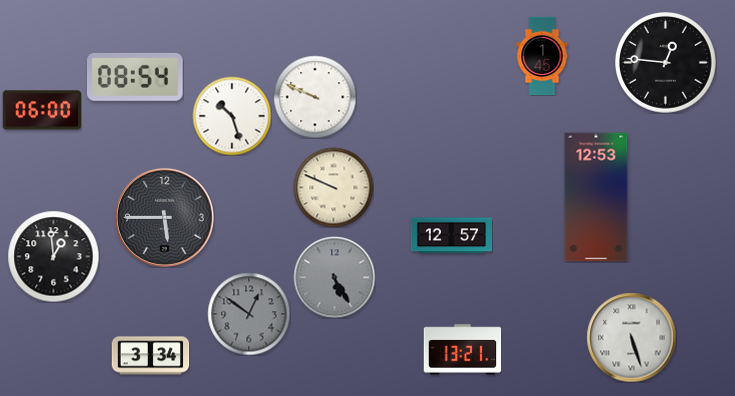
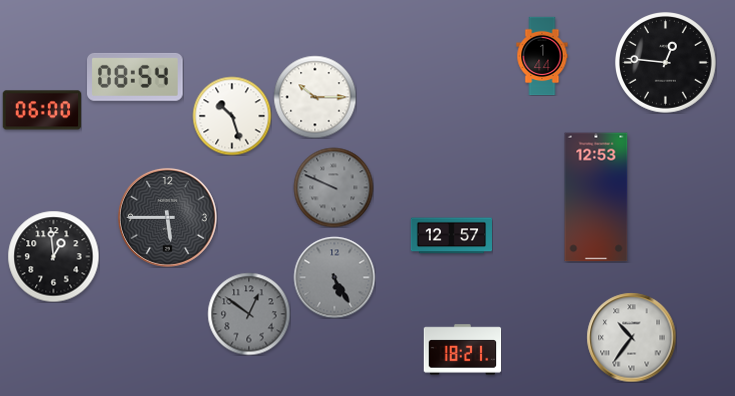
clock at (542, 56): 1:45 -> 1:44
clock at (315, 97): 9:49 -> 10:15
clock at (333, 187) dial: cream -> grey
clock at (164, 217) position: (164, 217) -> (167, 217)
clock at (631, 337): 5:27 -> 10:36
clock at (462, 350): 13:21 -> 18:21
clock at (150, 356): 3:34 -> none
